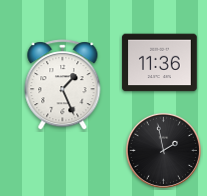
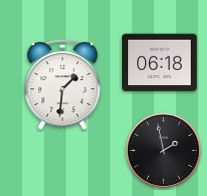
clock at (160, 63): 11:36 -> 06:18
clock at (63, 85): 1:26 -> 1:31
